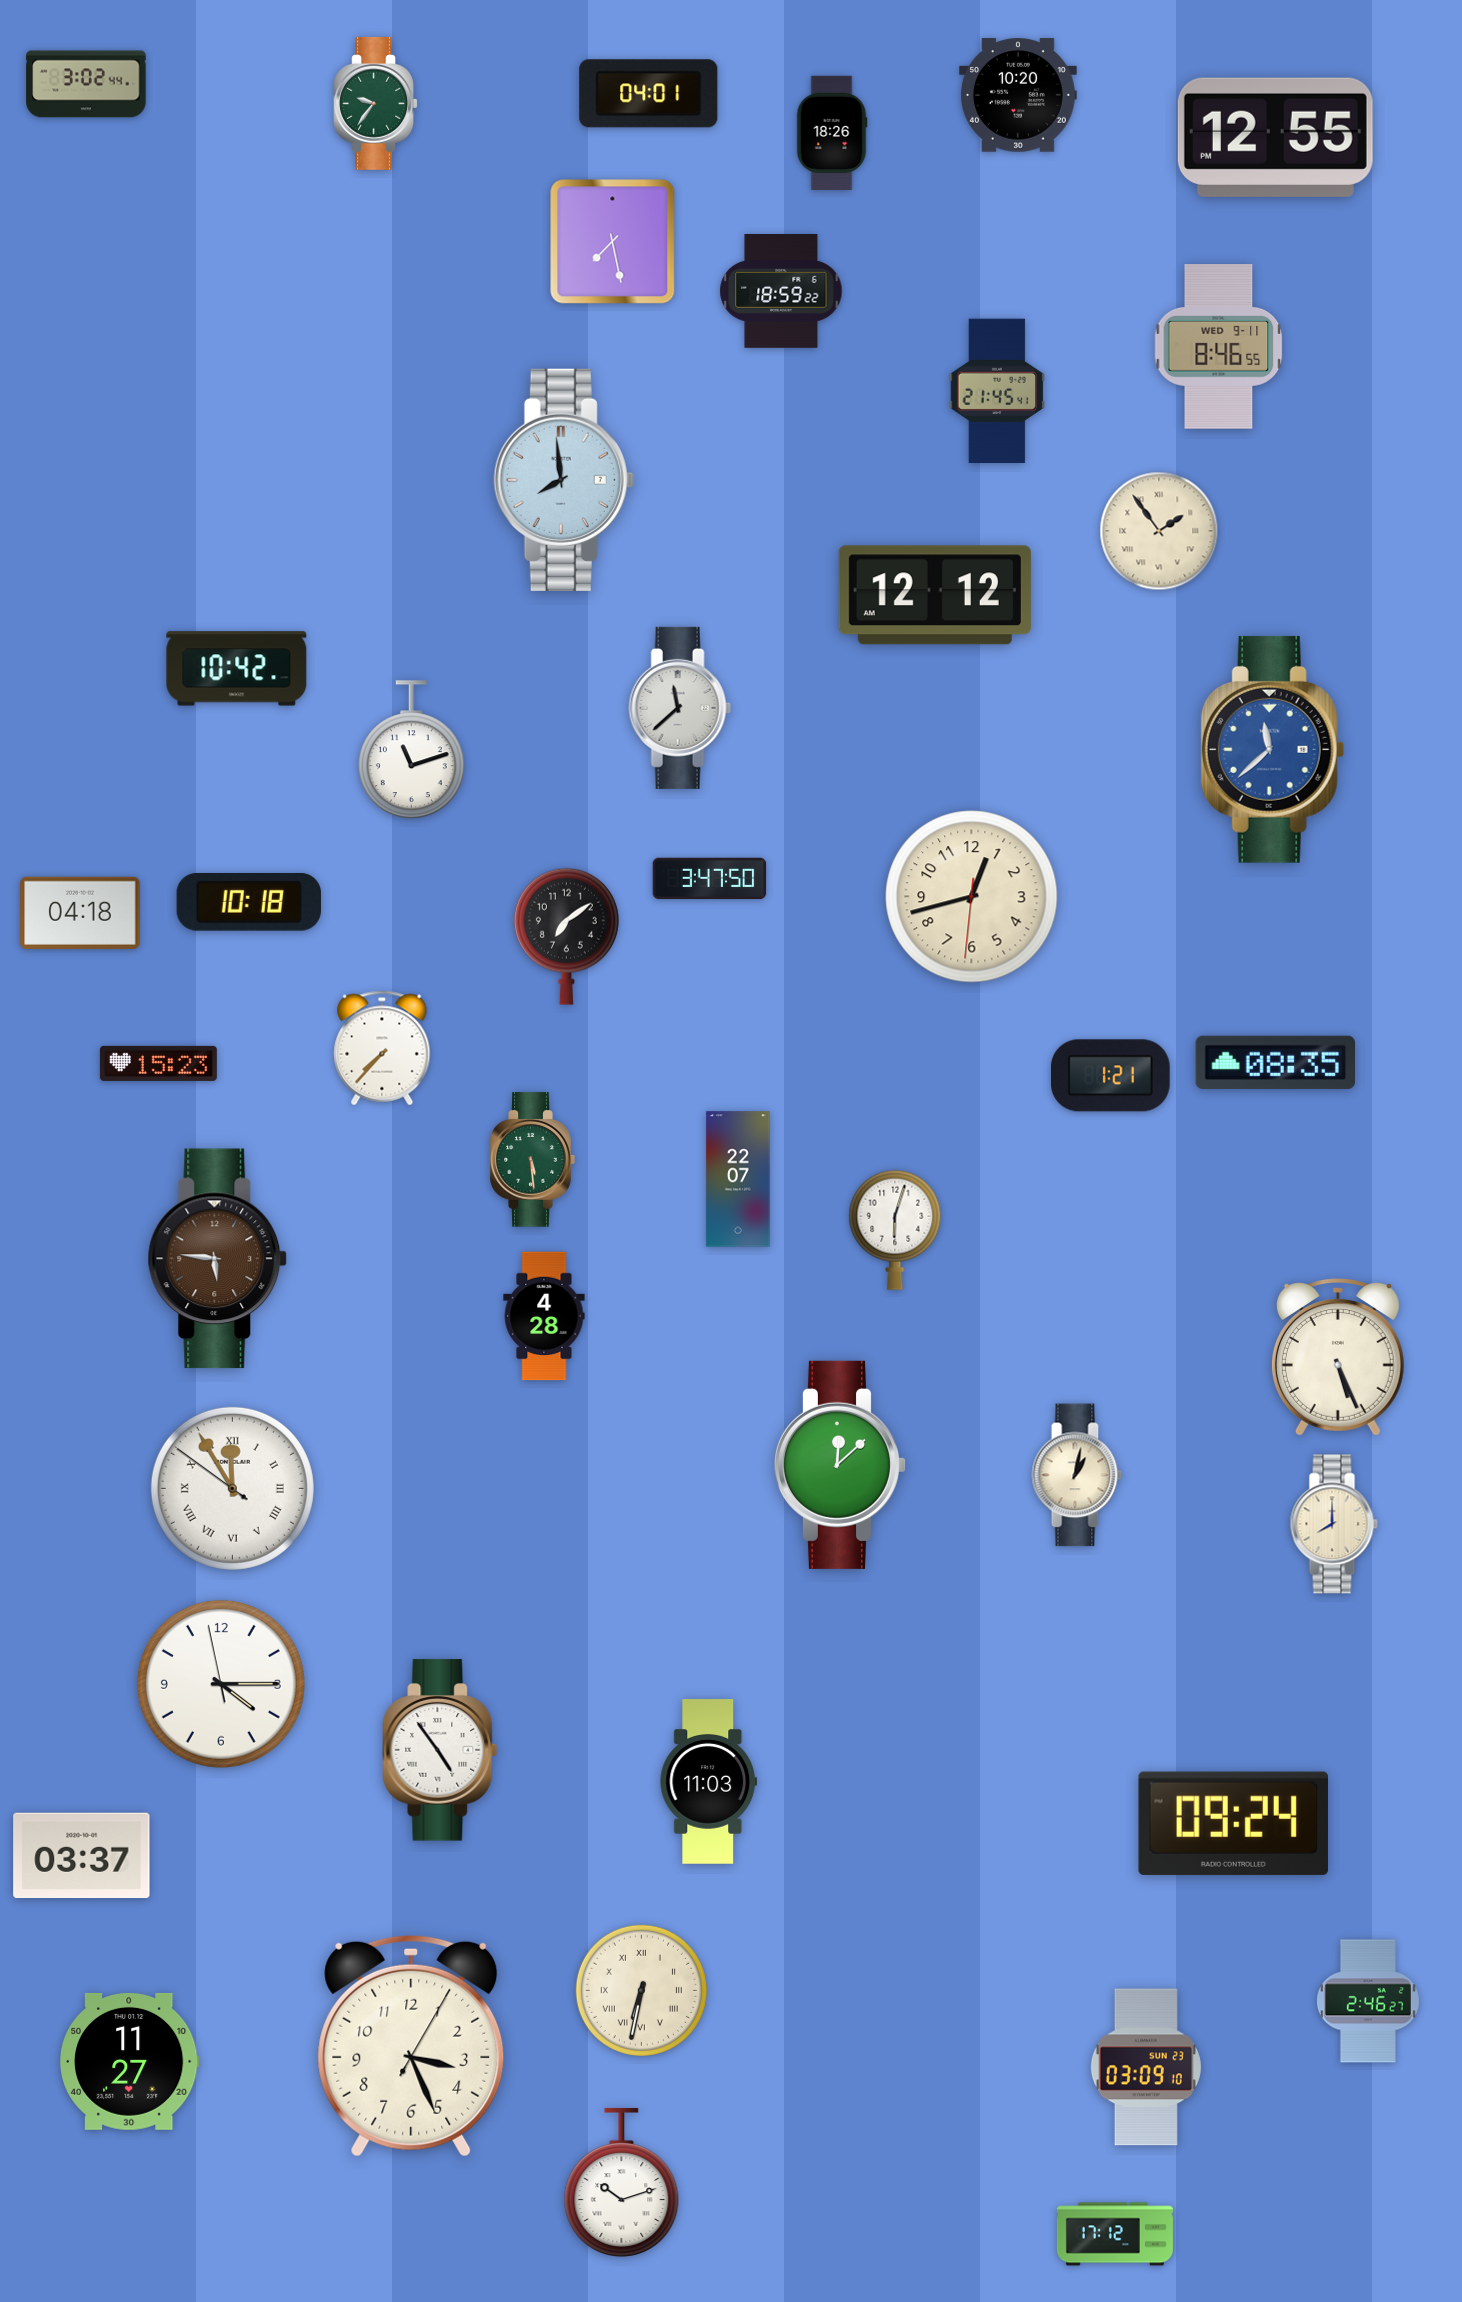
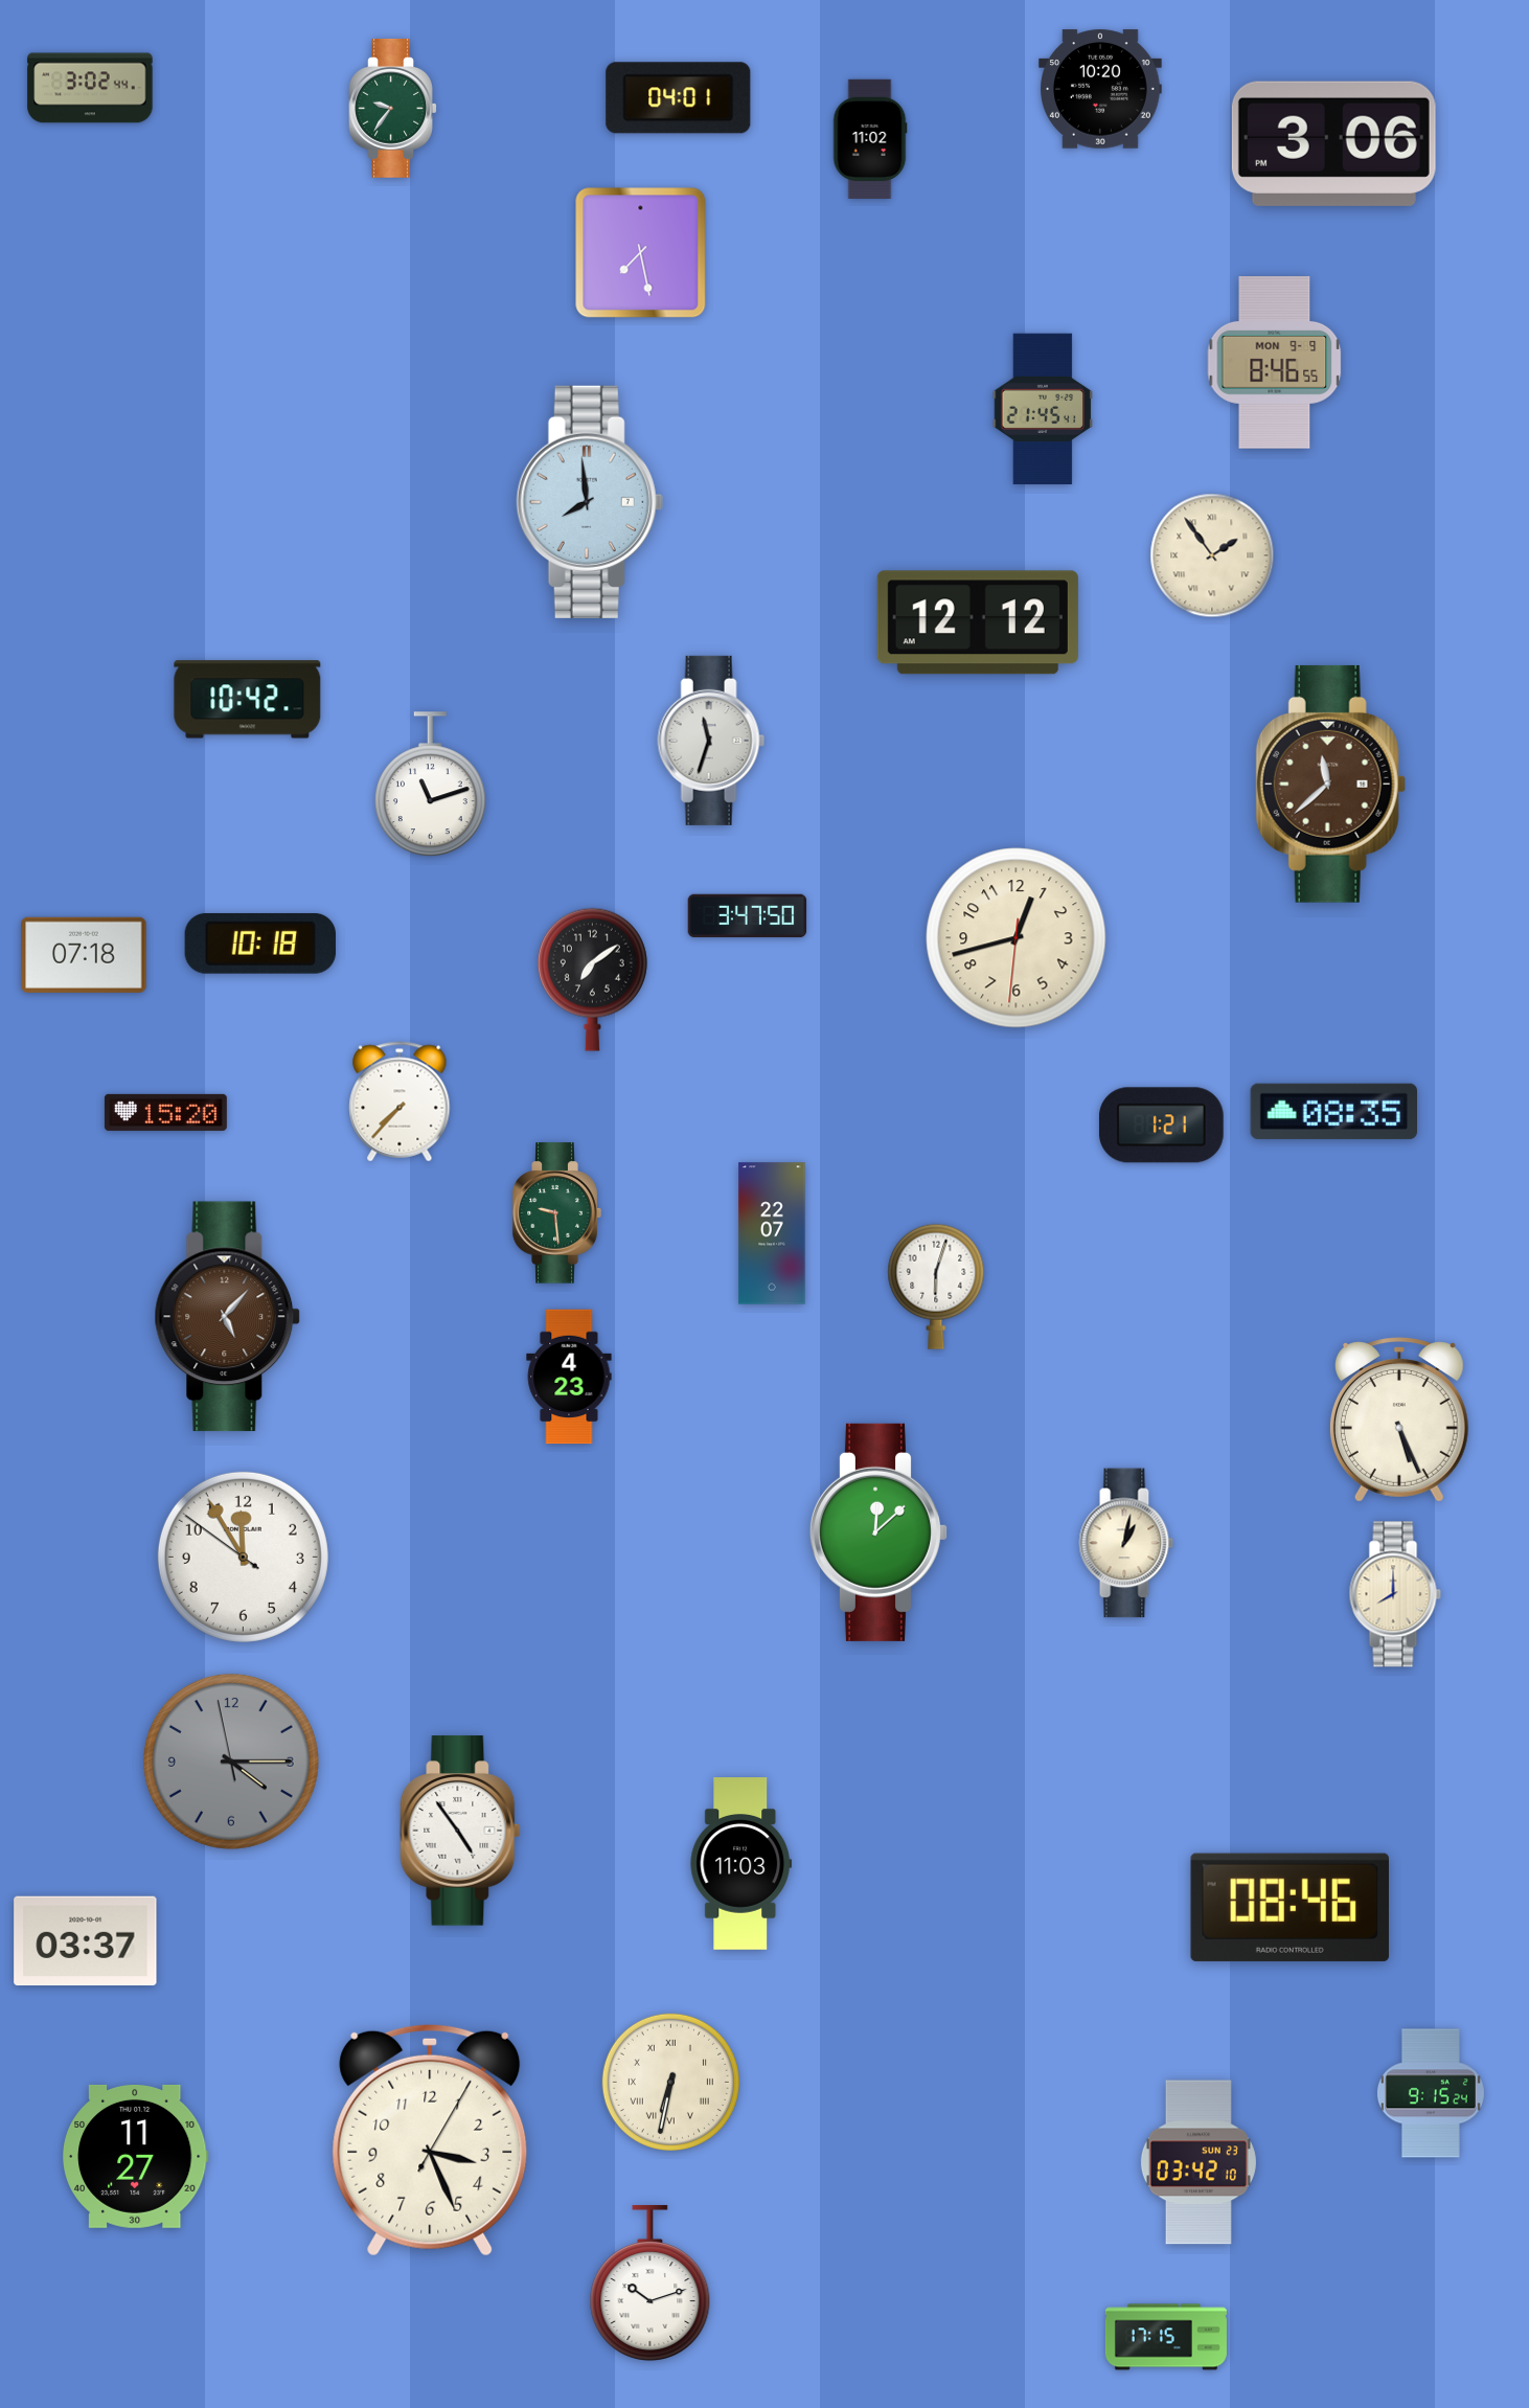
clock at (1019, 95) position: (1019, 95) -> (1101, 89)
clock at (832, 133): 18:26 -> 11:02
clock at (1275, 137): 12:55 -> 3:06
clock at (781, 292): 18:59 -> none
clock at (1219, 347) date: WED 9-11 -> MON 9-9
clock at (680, 708): 11:38 -> 11:33
clock at (1272, 749) dial: blue -> brown
clock at (710, 879) position: (710, 879) -> (748, 916)
clock at (80, 913): 04:18 -> 07:18
clock at (382, 1048) position: (382, 1048) -> (400, 1101)
clock at (158, 1063): 15:23 -> 15:20
clock at (532, 1160): 5:29 -> 9:29
clock at (218, 1259): 5:46 -> 5:07
clock at (544, 1316): 4:28 -> 4:23
clock at (232, 1488) numerals: Roman -> Arabic
clock at (221, 1684) dial: white -> grey
clock at (1233, 1823): 09:24 -> 08:46
clock at (1368, 2001): 2:46 -> 9:15
clock at (1146, 2067): 03:09 -> 03:42
clock at (1115, 2234): 17:12 -> 17:15
